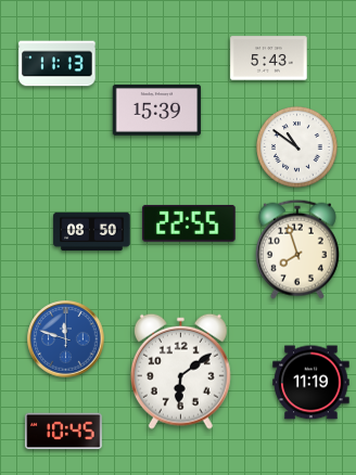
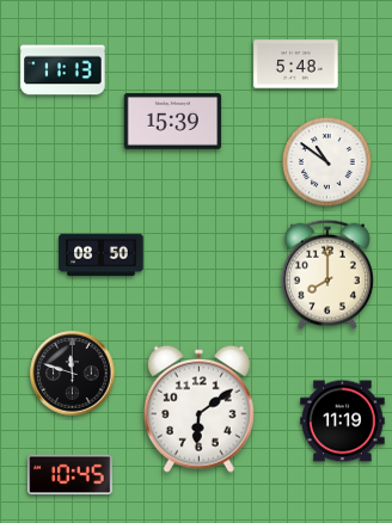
clock at (269, 59): 5:43 -> 5:48
clock at (189, 223): 22:55 -> none
clock at (297, 249): 7:57 -> 8:00
clock at (66, 339) dial: blue -> black
